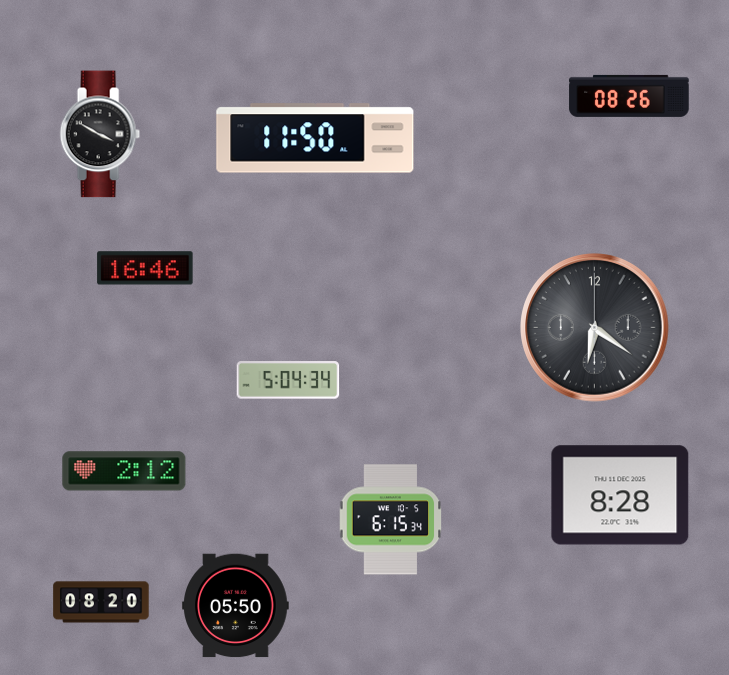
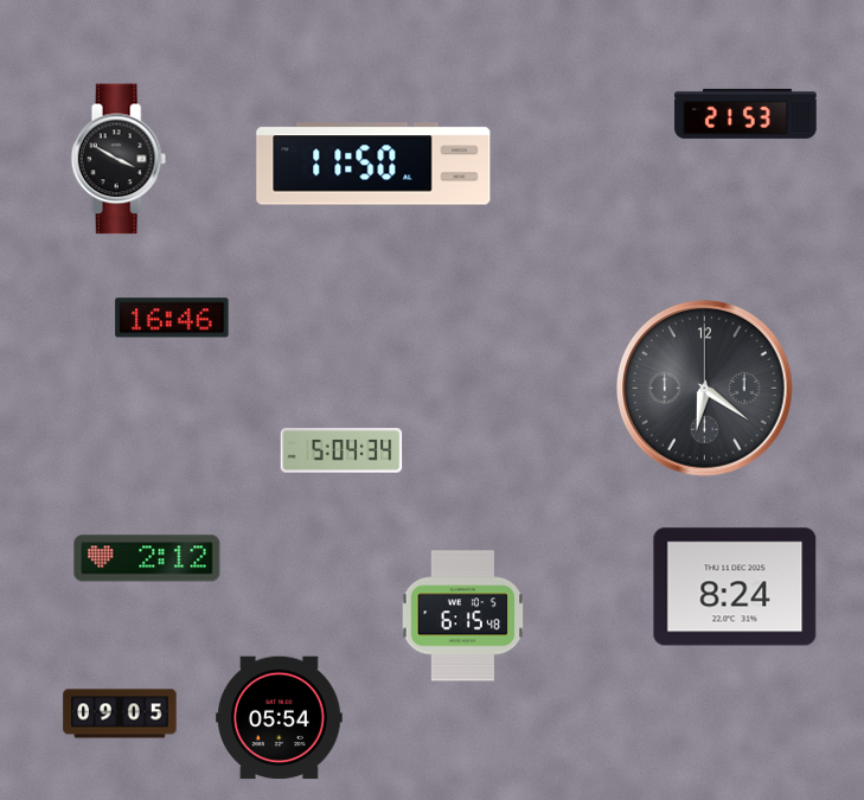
clock at (629, 96): 08:26 -> 21:53
clock at (620, 495): 8:28 -> 8:24
clock at (391, 520): 6:15:34 -> 6:15:48
clock at (101, 602): 08:20 -> 09:05
clock at (236, 606): 05:50 -> 05:54
